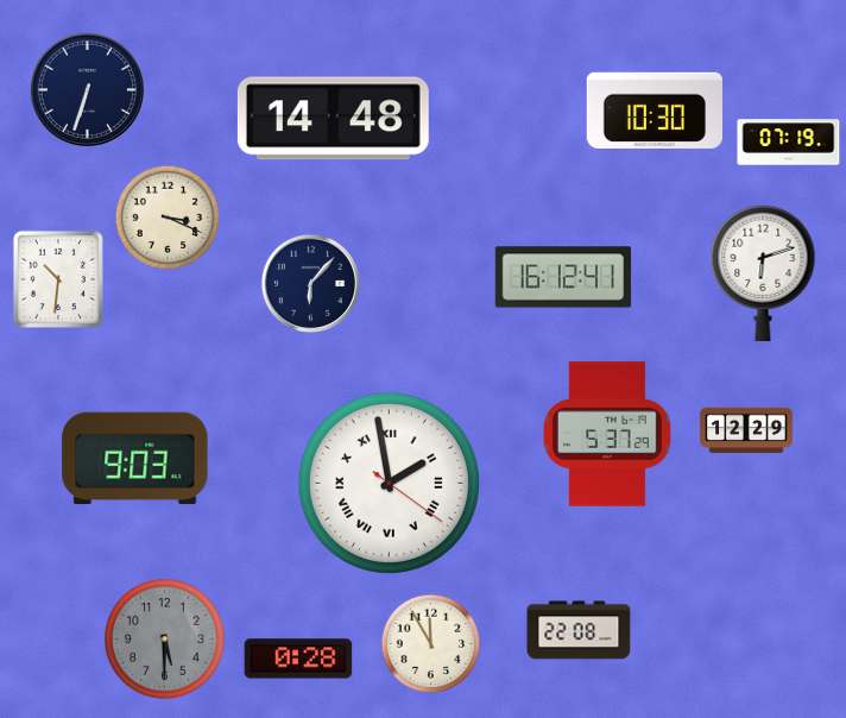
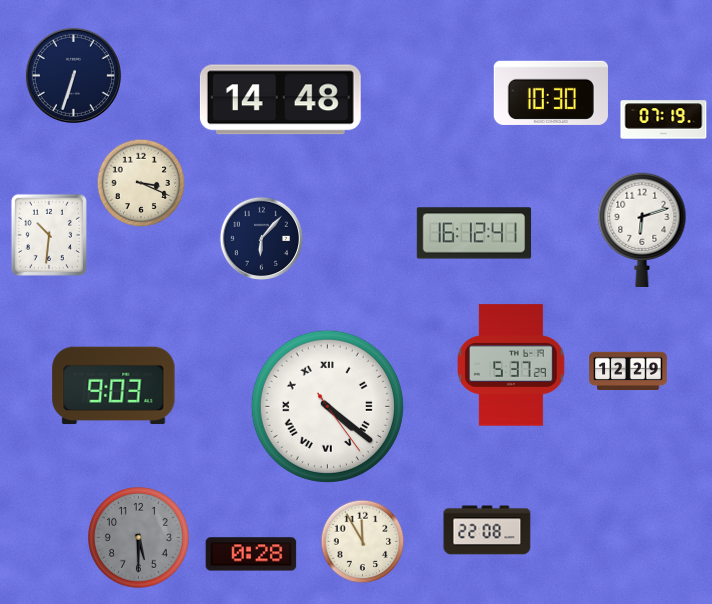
clock at (746, 430) position: (746, 430) -> (628, 371)
clock at (389, 483): 1:58 -> 4:21
